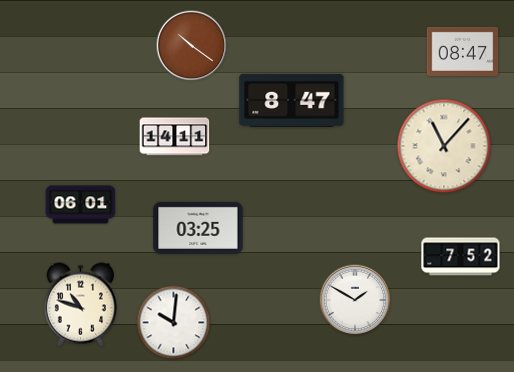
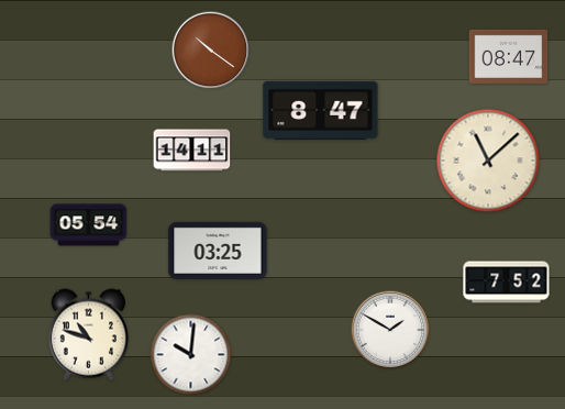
clock at (444, 146): 11:07 -> 11:08
clock at (81, 205): 06:01 -> 05:54
